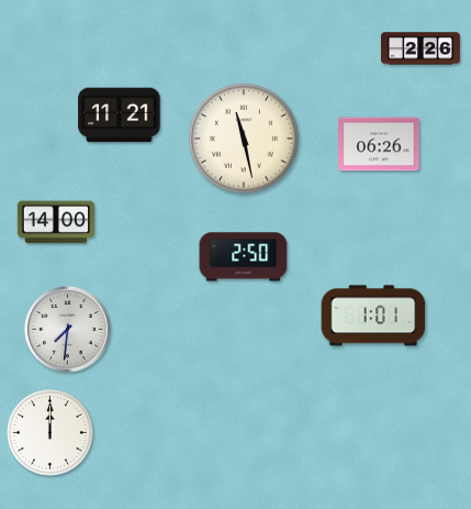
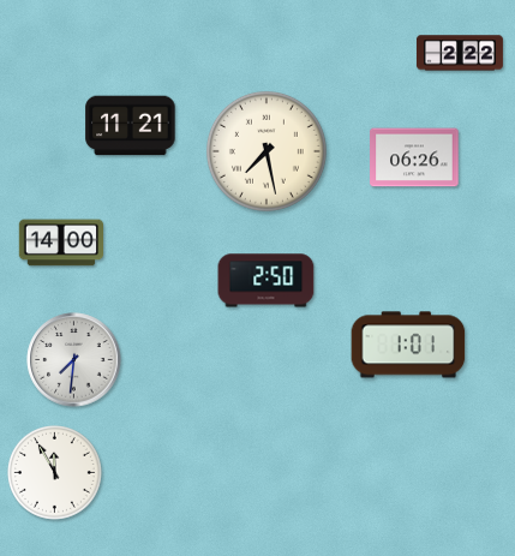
clock at (420, 48): 2:26 -> 2:22
clock at (244, 139): 11:28 -> 7:28
clock at (51, 433): 12:00 -> 11:55
